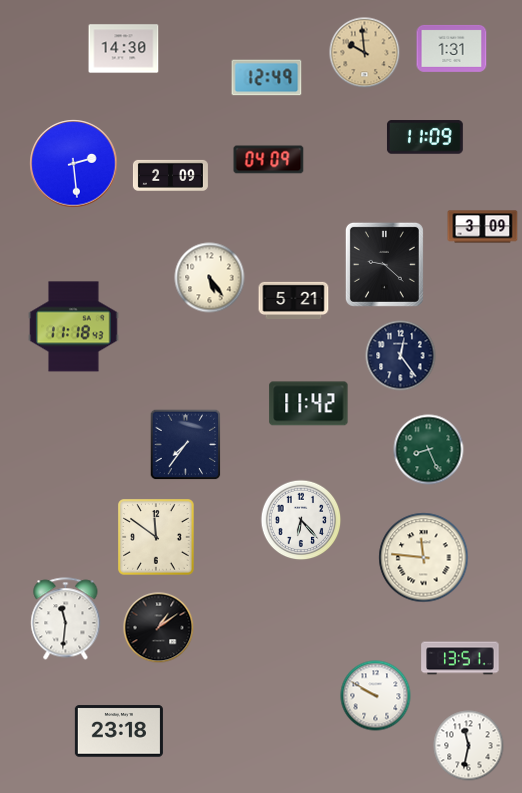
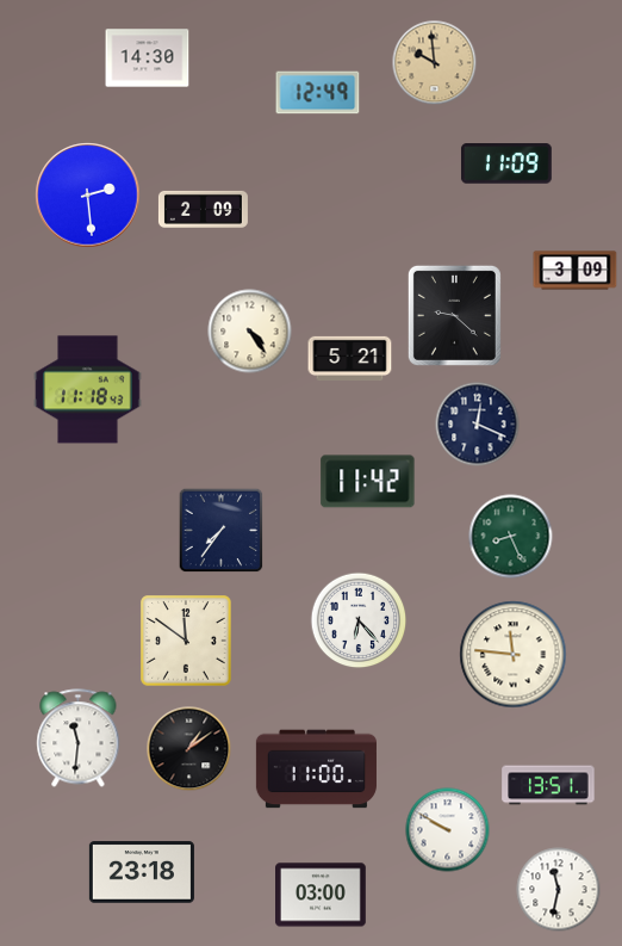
clock at (452, 48): 1:31 -> none
clock at (269, 160): 04:09 -> none
clock at (384, 264) position: (384, 264) -> (454, 315)
clock at (210, 278): 5:24 -> 4:24
clock at (401, 356): 12:24 -> 12:19
clock at (424, 558) position: (424, 558) -> (514, 655)
clock at (316, 769): none -> 11:00
clock at (322, 895): none -> 03:00
